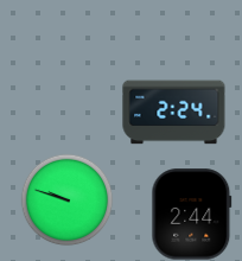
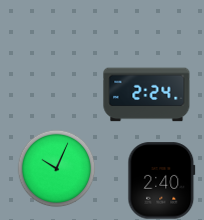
clock at (66, 199): 9:48 -> 10:04
clock at (192, 215): 2:44 -> 2:40
